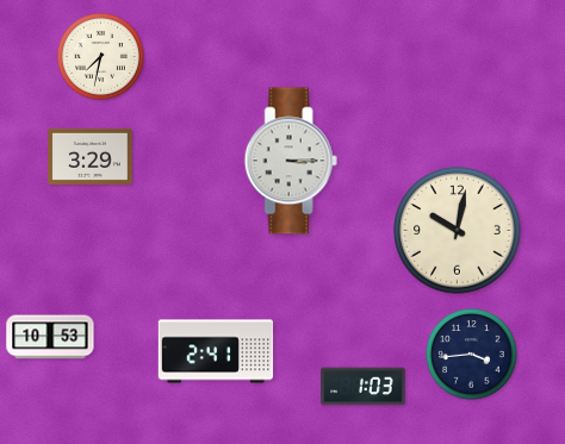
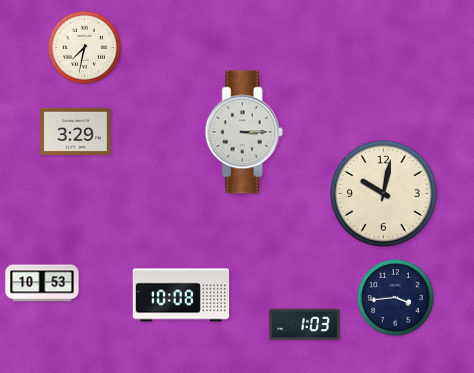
clock at (291, 161) position: (291, 161) -> (244, 132)
clock at (216, 351): 2:41 -> 10:08
